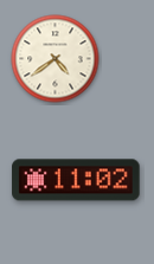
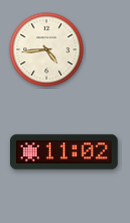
clock at (56, 59): 4:39 -> 4:44
